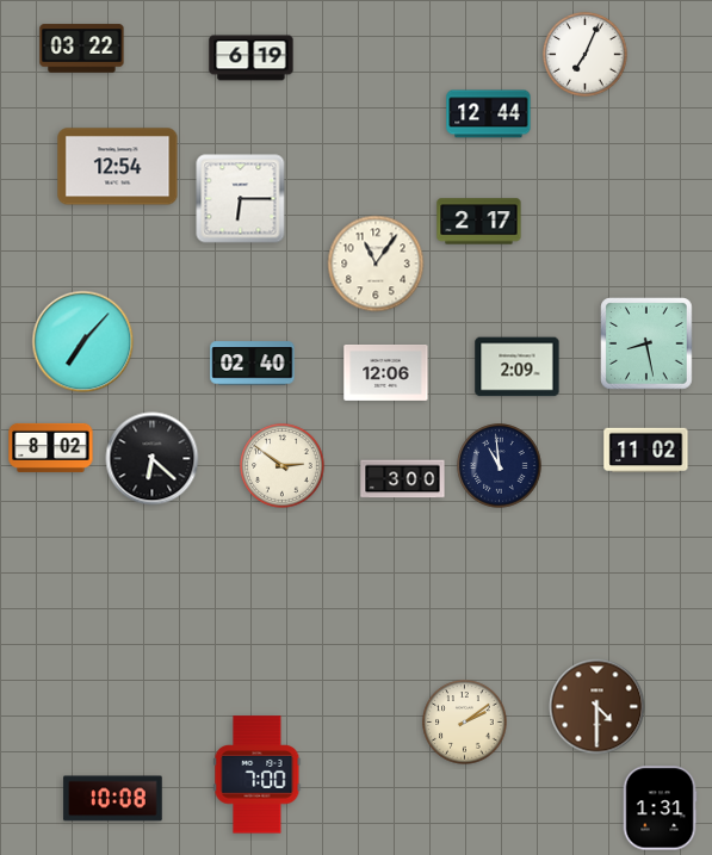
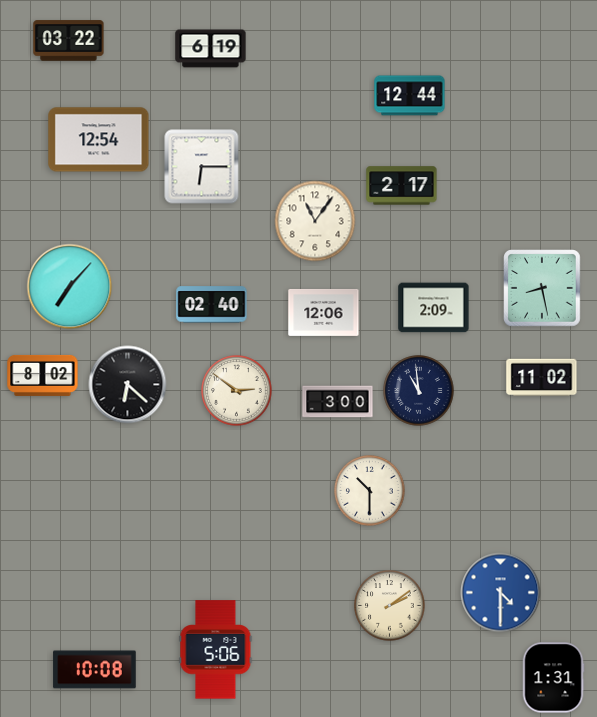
clock at (586, 55): 7:04 -> none
clock at (370, 491): none -> 10:30
clock at (598, 707) dial: brown -> blue
clock at (258, 775): 7:00 -> 5:06
